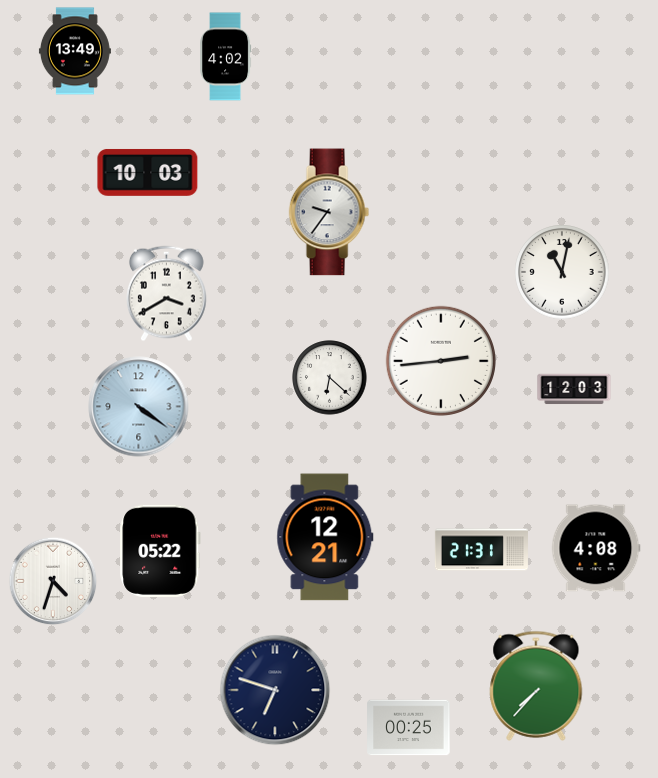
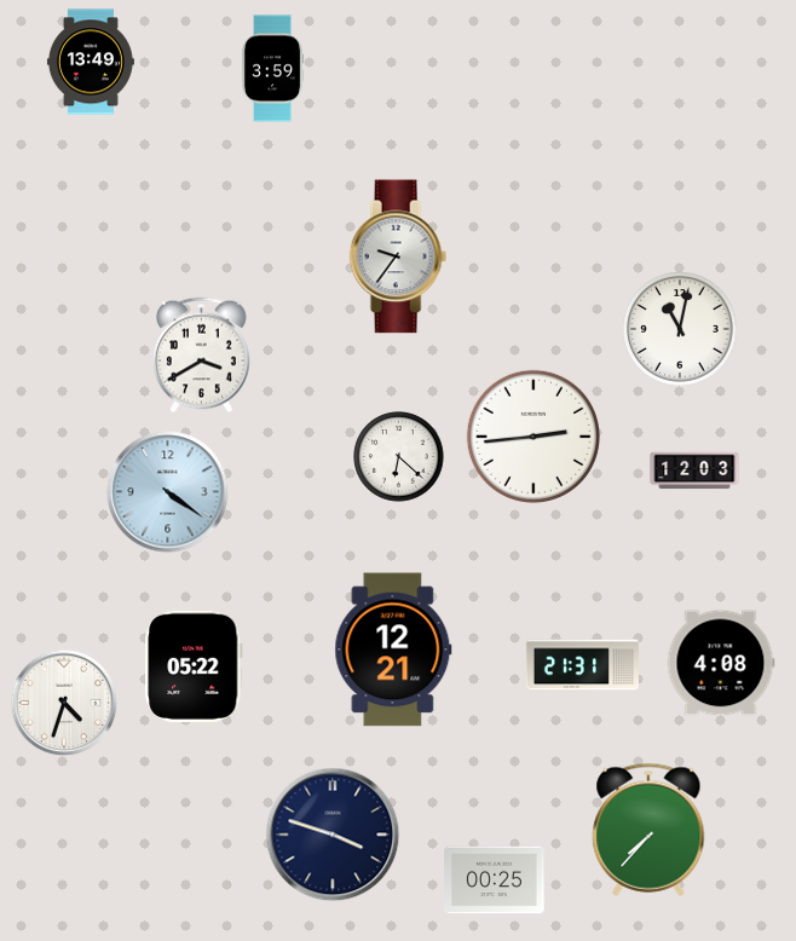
clock at (226, 57): 4:02 -> 3:59
clock at (148, 172): 10:03 -> none
clock at (275, 690): 6:48 -> 3:48
